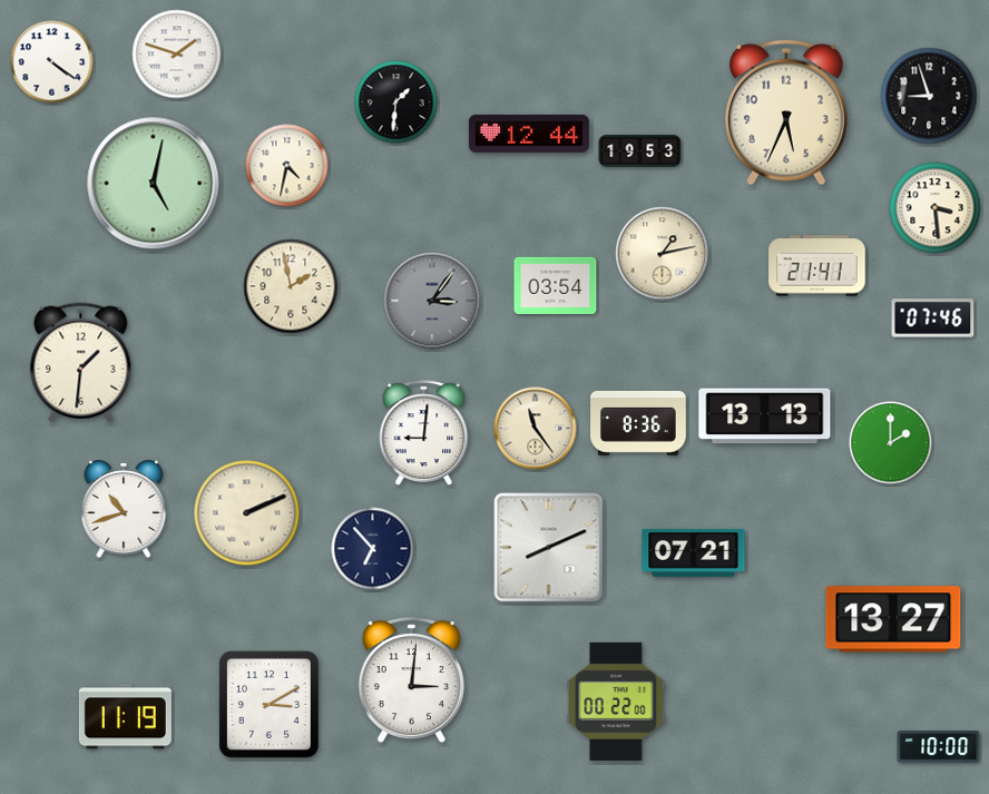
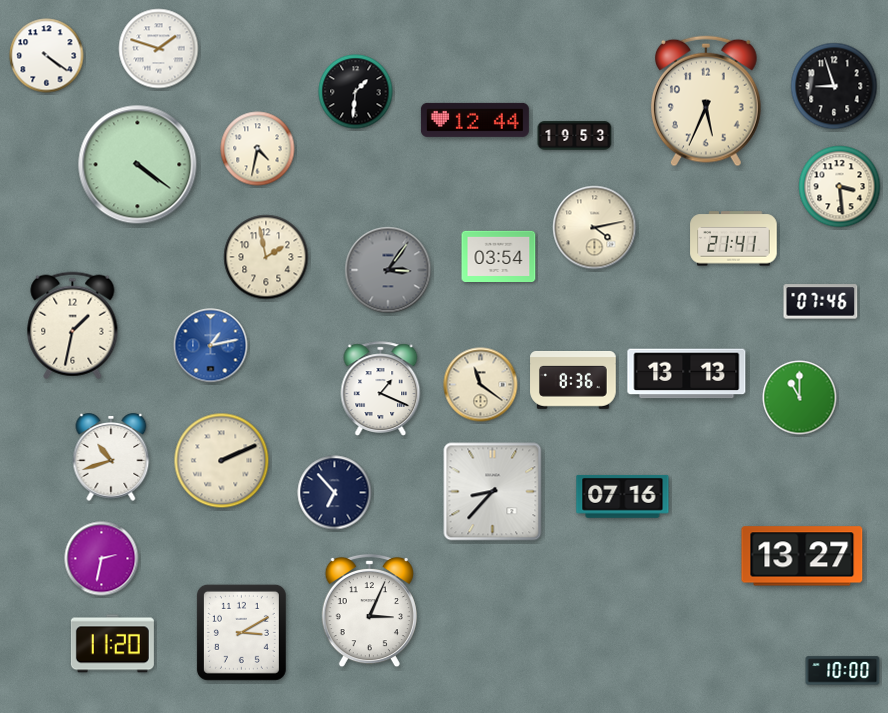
clock at (154, 184): 5:02 -> 4:21
clock at (663, 254): 1:13 -> 4:13
clock at (291, 286) position: (291, 286) -> (266, 257)
clock at (933, 318) position: (933, 318) -> (821, 302)
clock at (81, 363): 1:31 -> 1:32
clock at (211, 346): none -> 1:13
clock at (536, 429): 11:24 -> 11:21
clock at (424, 433): 9:01 -> 1:19
clock at (891, 443): 2:00 -> 11:00
clock at (549, 548): 8:11 -> 8:37
clock at (694, 552): 07:21 -> 07:16
clock at (102, 559): none -> 2:32
clock at (411, 680): 3:01 -> 3:04
clock at (616, 702): 00:22 -> none
clock at (125, 717): 11:19 -> 11:20
